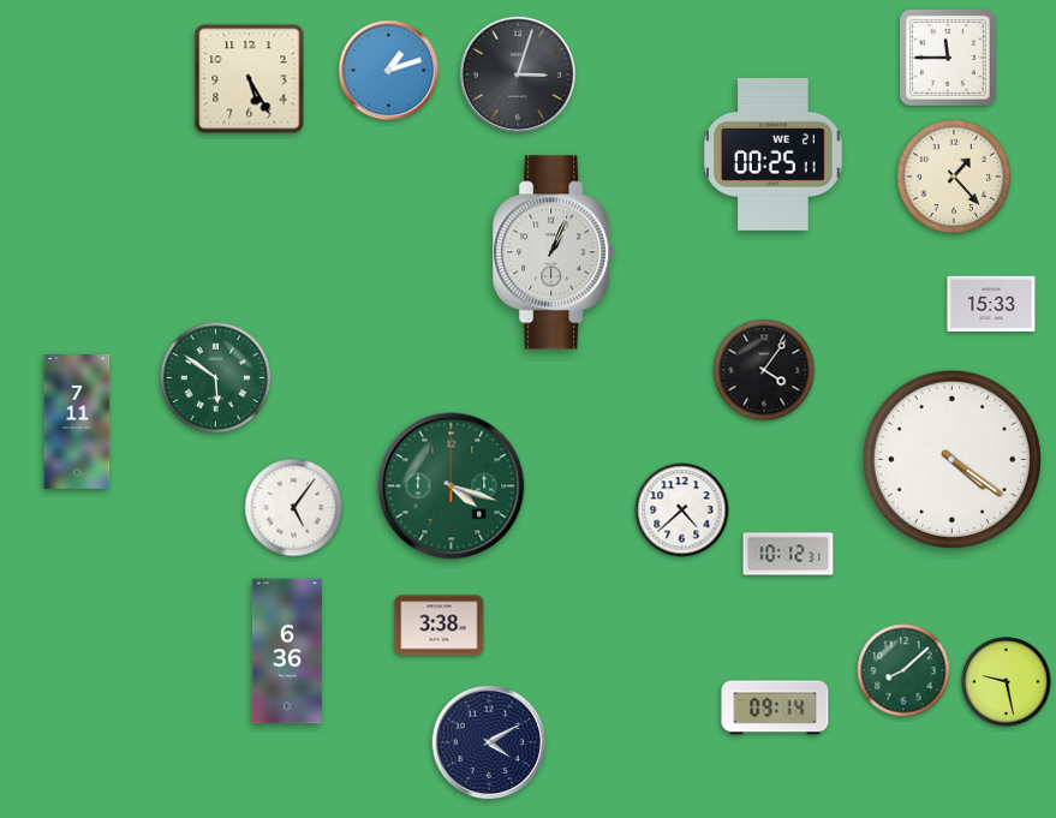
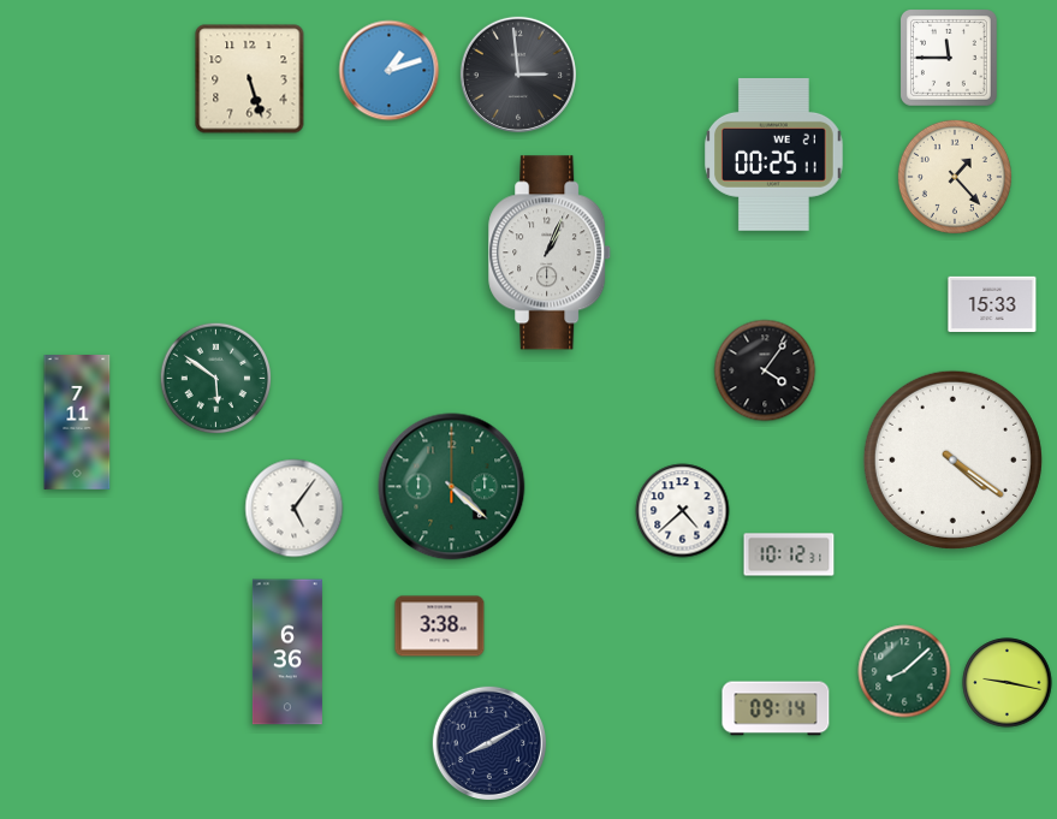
clock at (518, 74): 3:03 -> 2:59
clock at (250, 79): 5:25 -> 5:27
clock at (555, 252) position: (555, 252) -> (551, 253)
clock at (452, 486): 4:18 -> 4:22
clock at (1007, 682): 9:28 -> 9:17
clock at (488, 741): 4:10 -> 8:10
